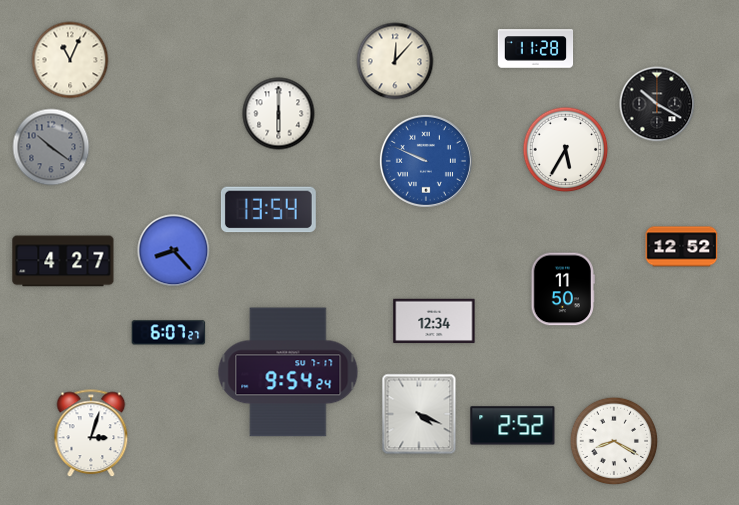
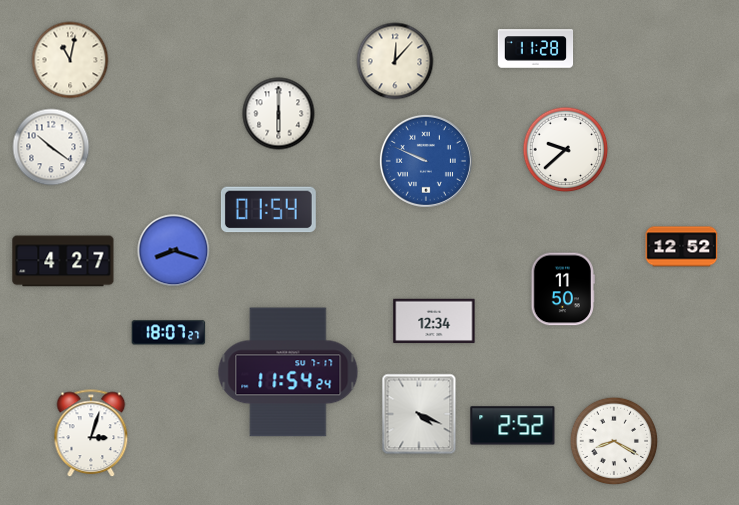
clock at (70, 60): 11:04 -> 11:02
clock at (657, 104): 10:20 -> none
clock at (51, 147) dial: grey -> white
clock at (566, 150): 5:35 -> 9:38
clock at (268, 210): 13:54 -> 01:54
clock at (174, 251): 8:23 -> 8:18
clock at (169, 333): 6:07 -> 18:07
clock at (288, 372): 9:54 -> 11:54
